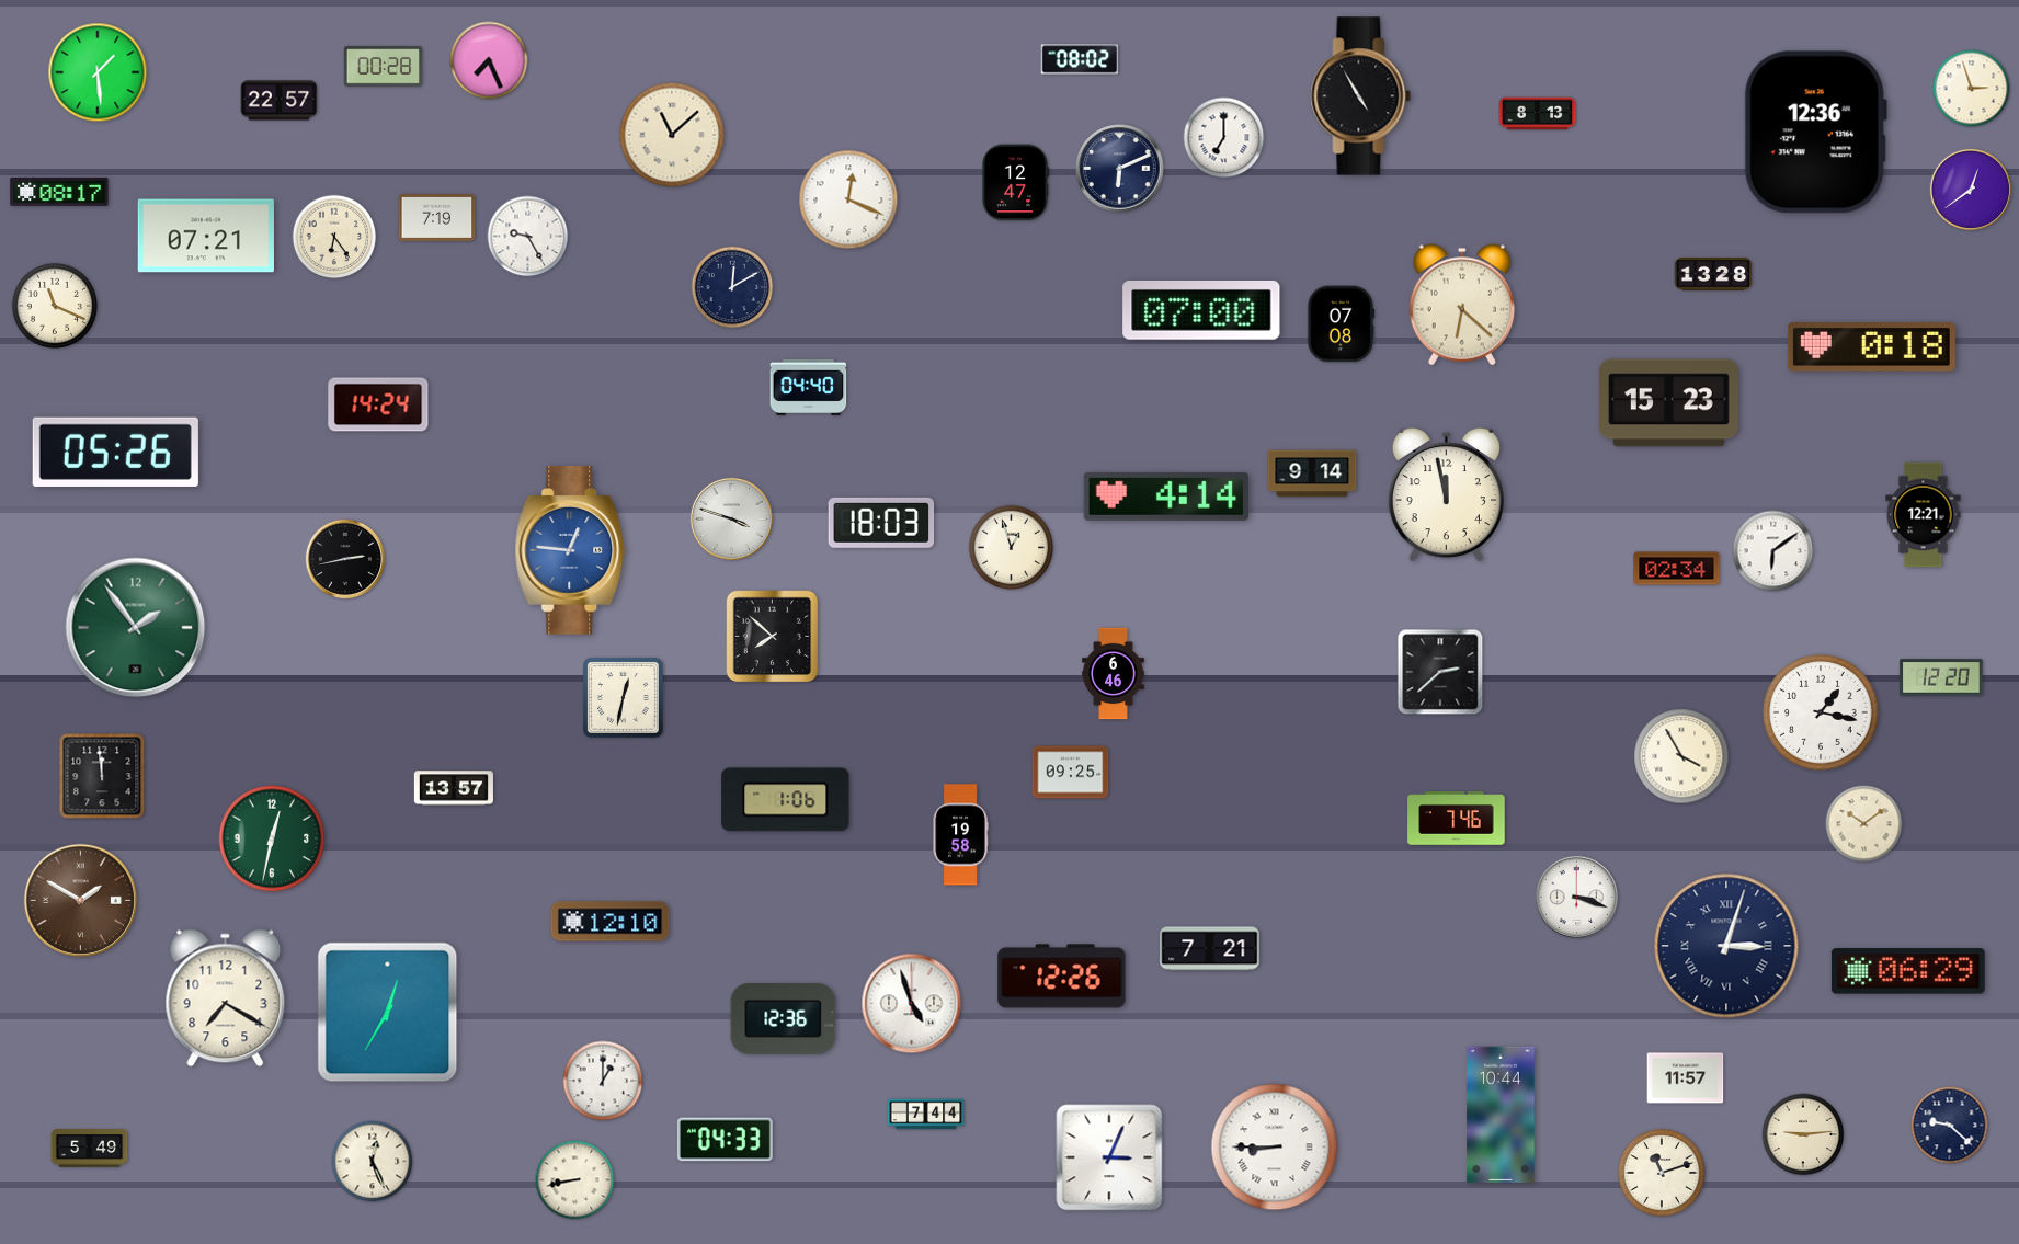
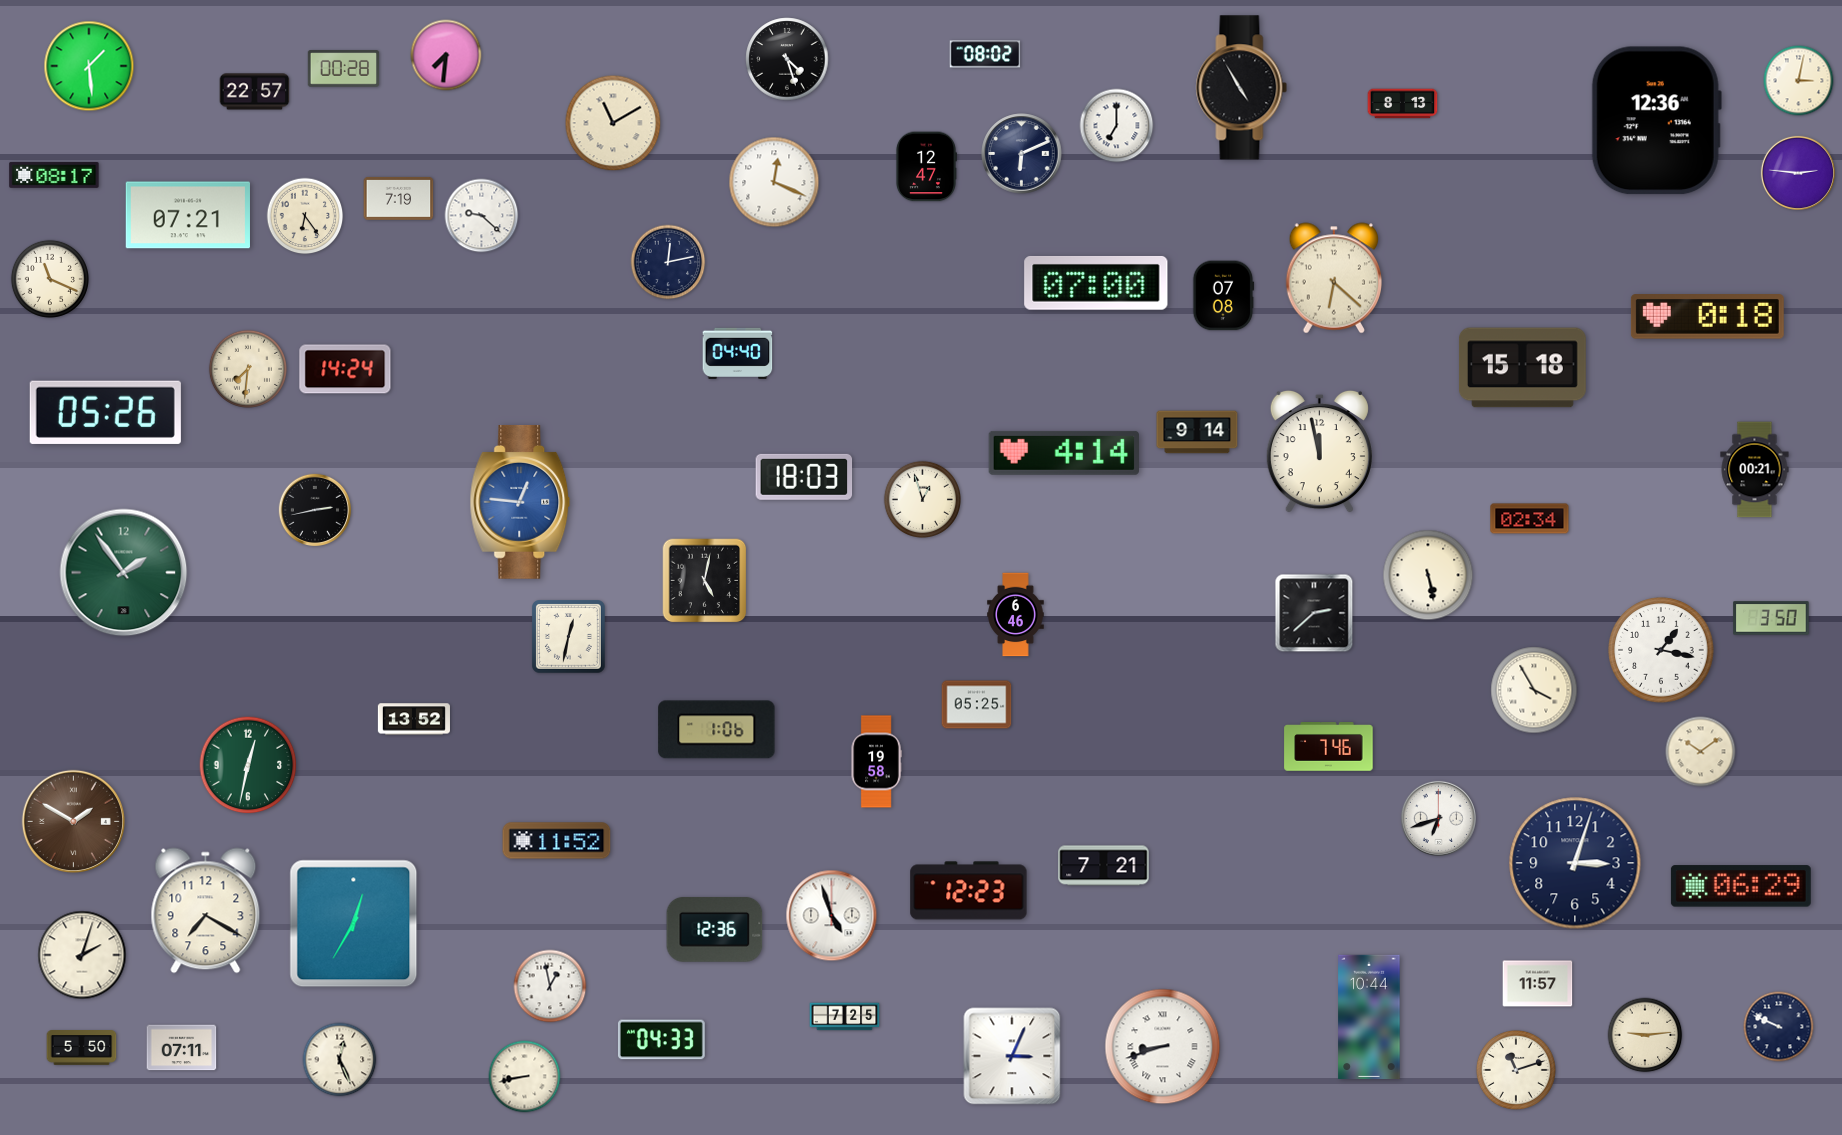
clock at (489, 60): 7:26 -> 7:31
clock at (787, 59): none -> 4:27
clock at (384, 67) position: (384, 67) -> (344, 69)
clock at (1972, 89): 2:57 -> 3:02
clock at (672, 135): 11:08 -> 11:10
clock at (1971, 190): 12:39 -> 2:46
clock at (528, 237): 9:25 -> 9:22
clock at (1713, 274): 13:28 -> none
clock at (732, 287): 12:10 -> 12:13
clock at (1668, 403): 15:23 -> 15:18
clock at (248, 369): none -> 7:31
clock at (1924, 515): 12:21 -> 00:21
clock at (731, 518): 3:48 -> none
clock at (1773, 551): 6:09 -> none
clock at (1428, 575): none -> 5:28
clock at (773, 637): 7:52 -> 5:02
clock at (1941, 677): 12:20 -> 3:50
clock at (1071, 773): 09:25 -> 05:25
clock at (102, 776): 11:59 -> none
clock at (454, 788): 13:57 -> 13:52
clock at (1576, 897): 3:18 -> 6:42
clock at (611, 922): 12:10 -> 11:52
clock at (1726, 946) numerals: Roman -> Arabic
clock at (1062, 977): 12:26 -> 12:23
clock at (82, 955): none -> 2:03
clock at (603, 1081): 1:00 -> 12:58
clock at (926, 1115): 7:44 -> 7:25
clock at (1950, 1126): 9:22 -> 9:49
clock at (1275, 1148): 8:45 -> 8:42
clock at (90, 1149): 5:49 -> 5:50
clock at (182, 1048): none -> 07:11
